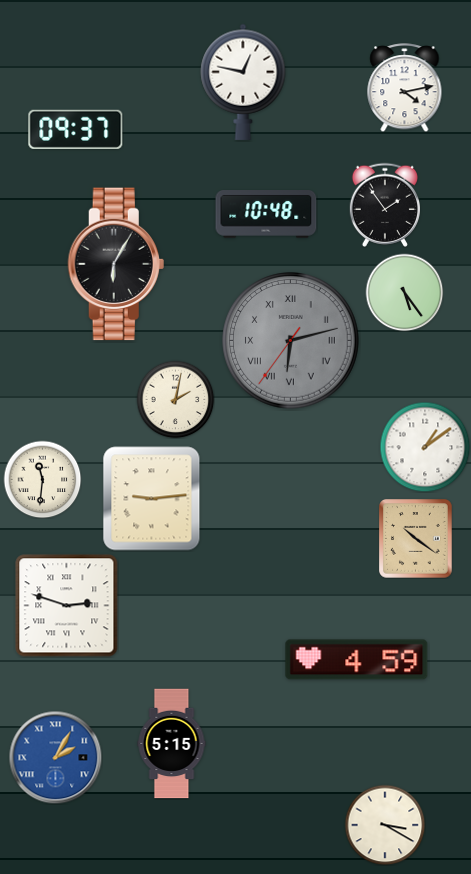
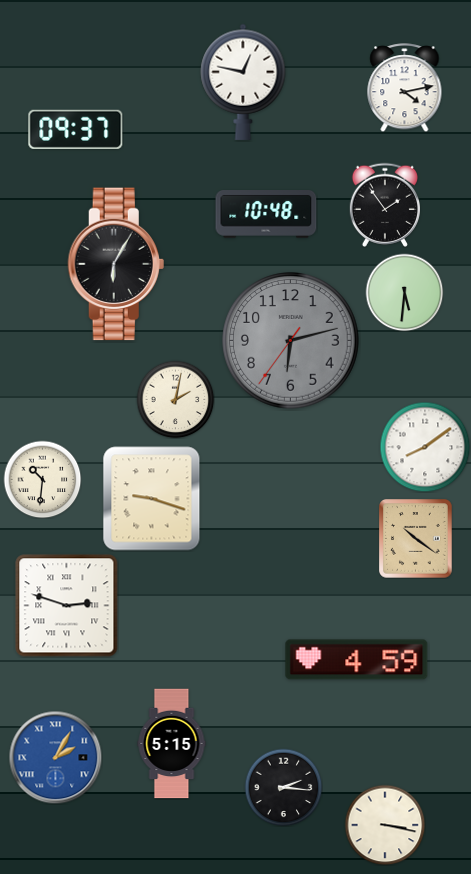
clock at (404, 292): 5:24 -> 5:31
clock at (291, 341) numerals: Roman -> Arabic
clock at (425, 447): 1:09 -> 8:09
clock at (42, 479): 11:31 -> 10:31
clock at (152, 499): 9:14 -> 9:18
clock at (283, 787): none -> 2:16
clock at (385, 825): 3:20 -> 3:17
